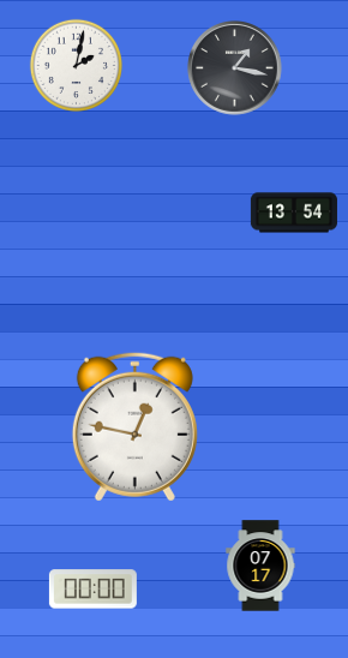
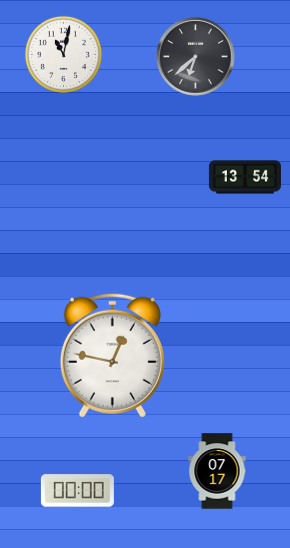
clock at (76, 65): 2:02 -> 11:02
clock at (235, 68): 1:17 -> 6:38
